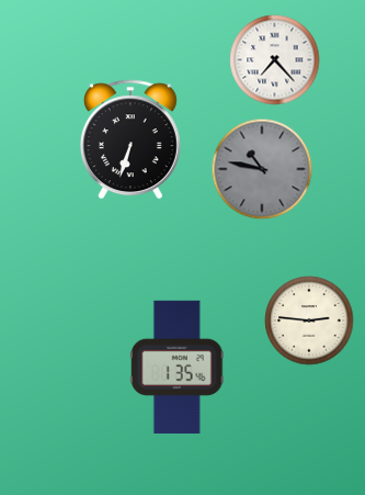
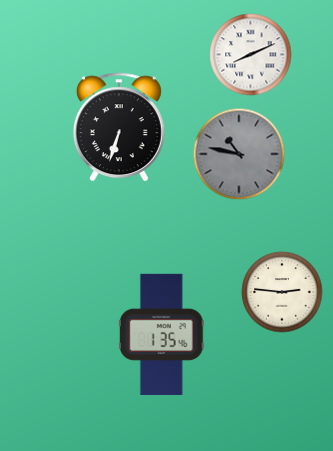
clock at (275, 60): 7:23 -> 8:11
